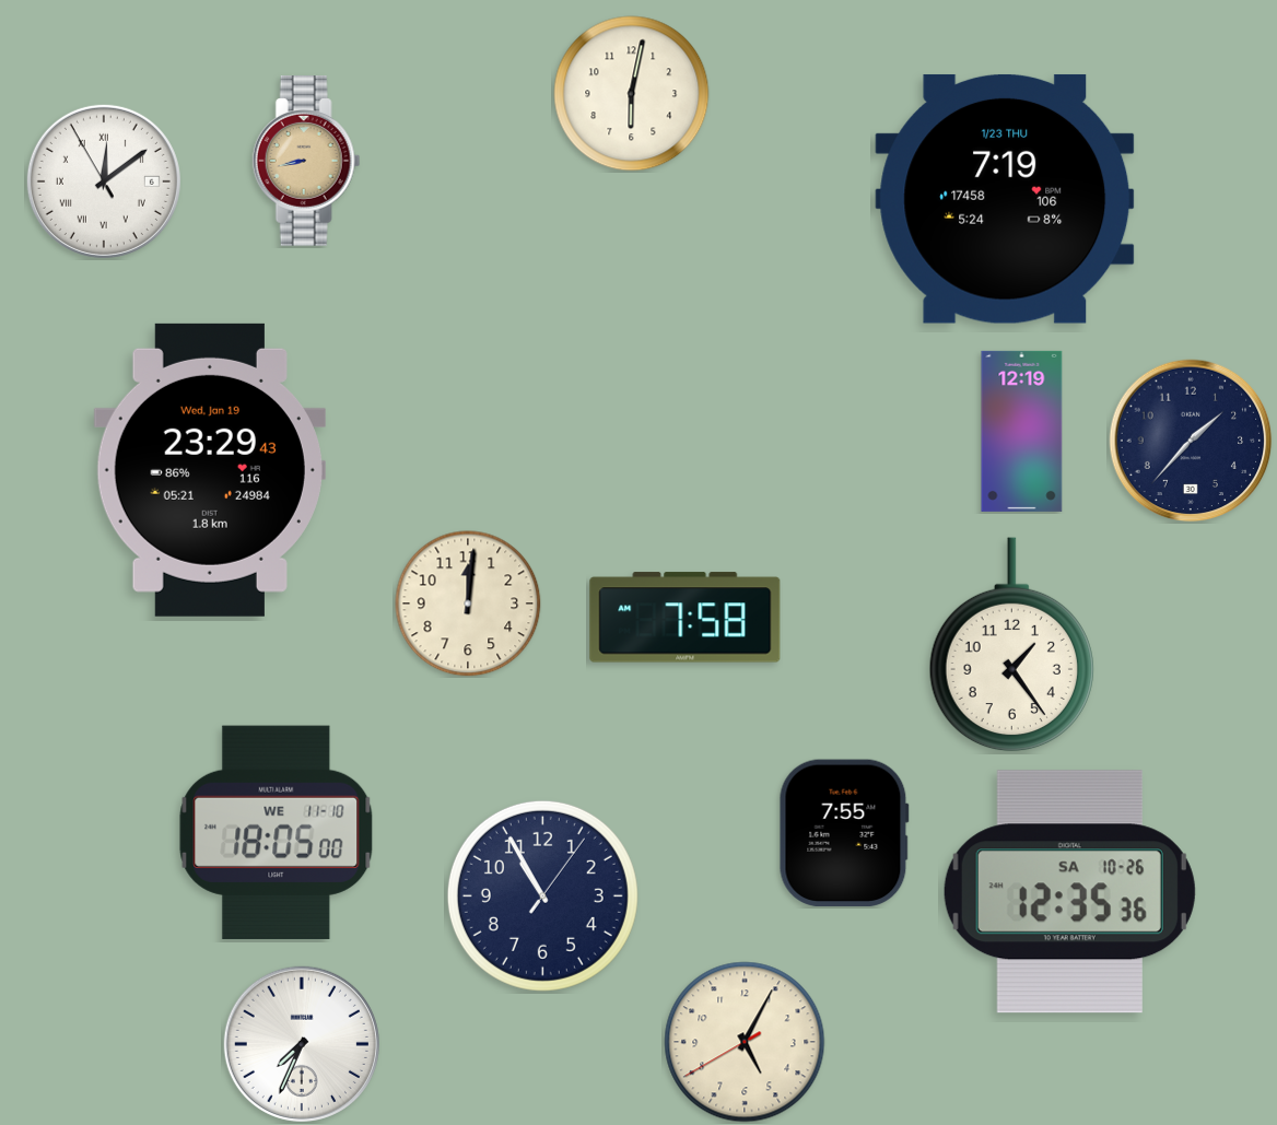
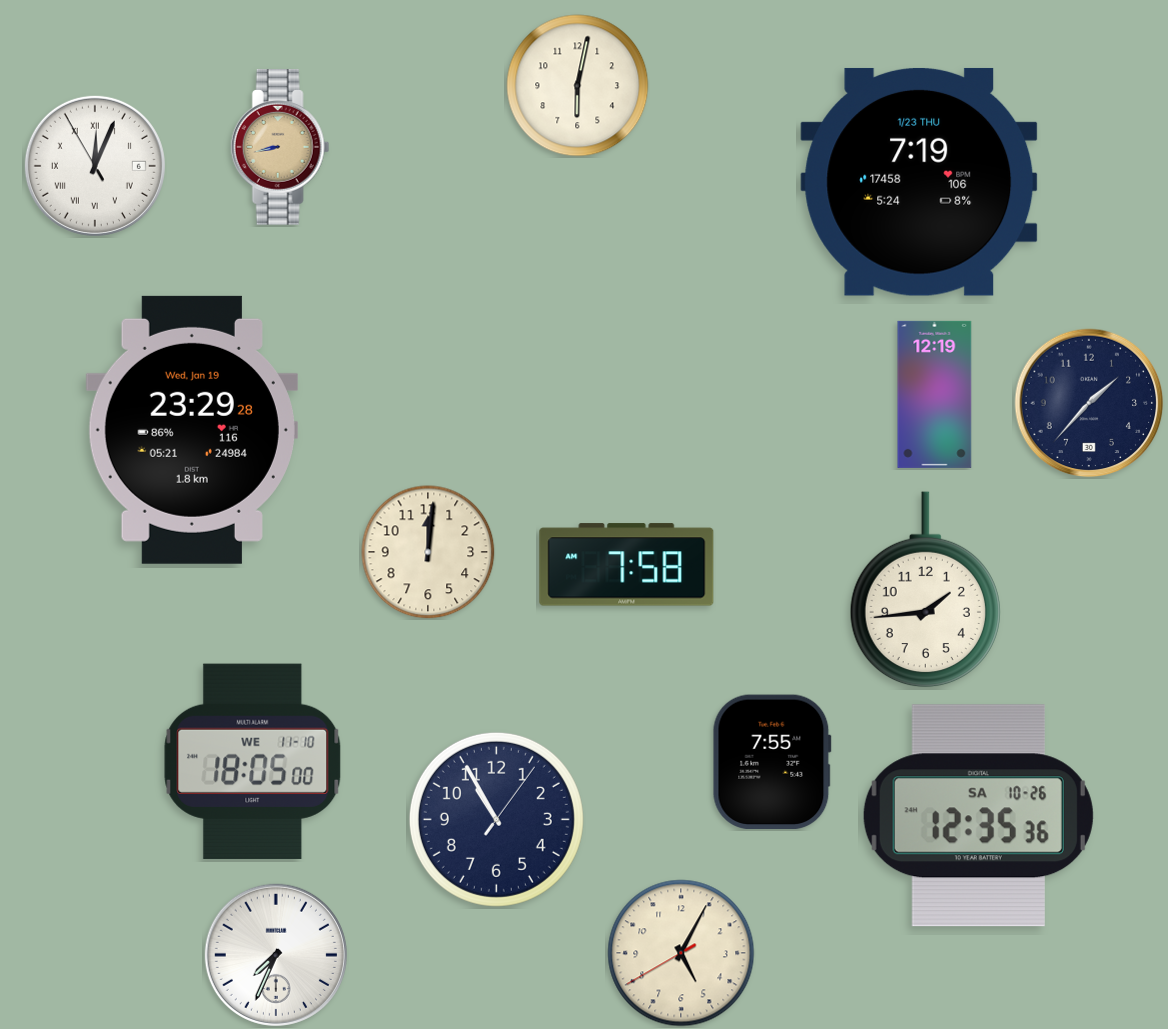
clock at (104, 181): 12:08 -> 12:03
clock at (210, 470): 23:29:43 -> 23:29:28
clock at (1011, 645): 1:24 -> 1:44
